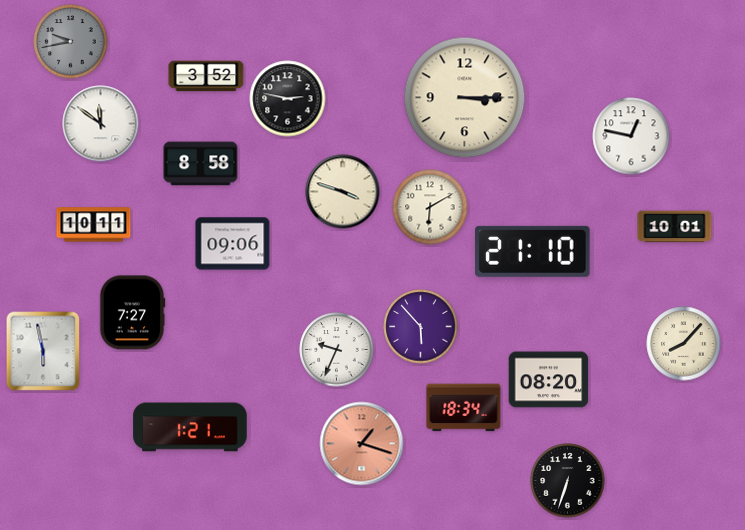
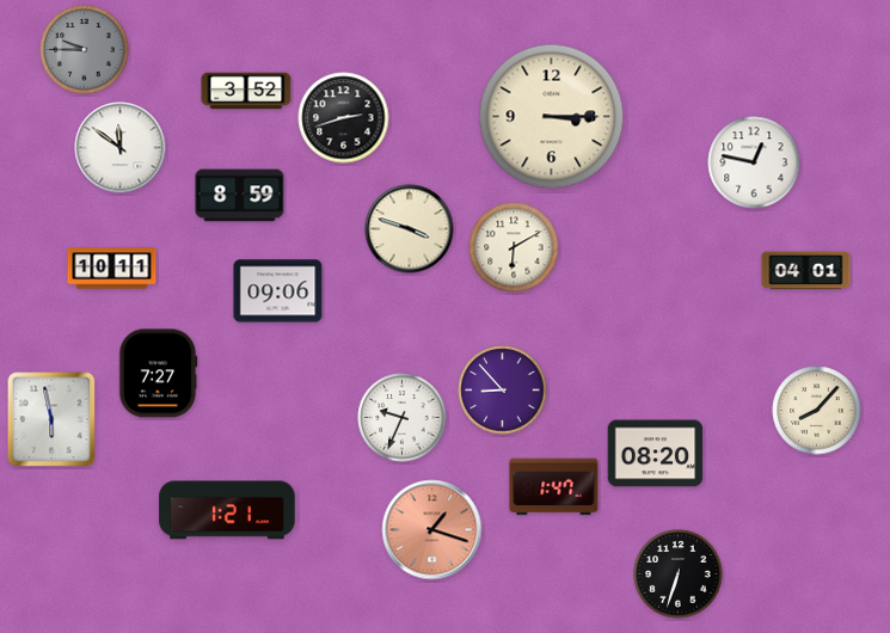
clock at (71, 42): 9:43 -> 9:45
clock at (465, 98) position: (465, 98) -> (552, 117)
clock at (288, 99): 2:47 -> 2:42
clock at (201, 164): 8:58 -> 8:59
clock at (675, 227): 10:01 -> 04:01
clock at (533, 251): 21:10 -> none
clock at (421, 327): 5:53 -> 8:53
clock at (464, 408): 18:34 -> 1:47
